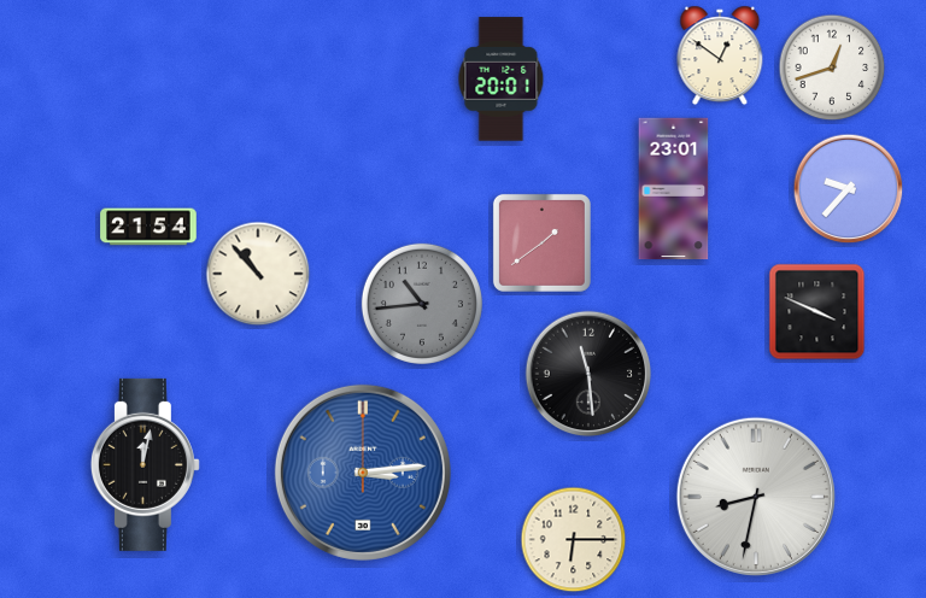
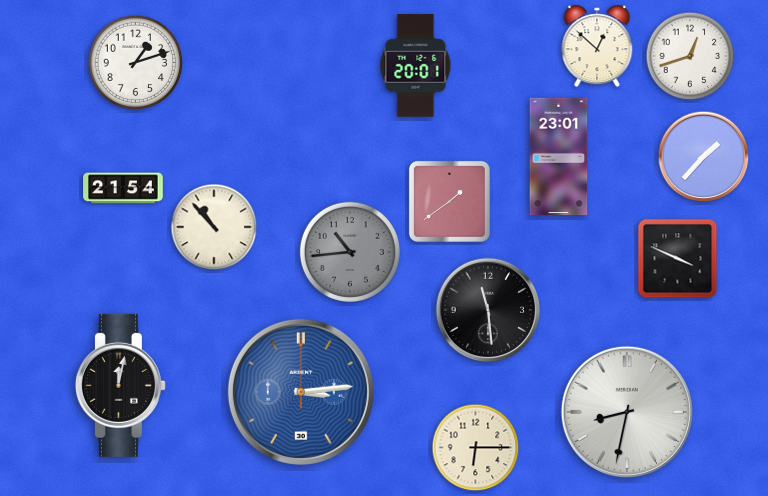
clock at (720, 55): 12:51 -> 12:52
clock at (136, 63): none -> 1:12
clock at (849, 189): 9:37 -> 1:37
